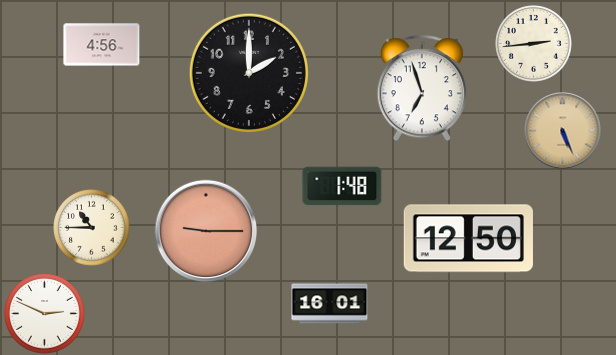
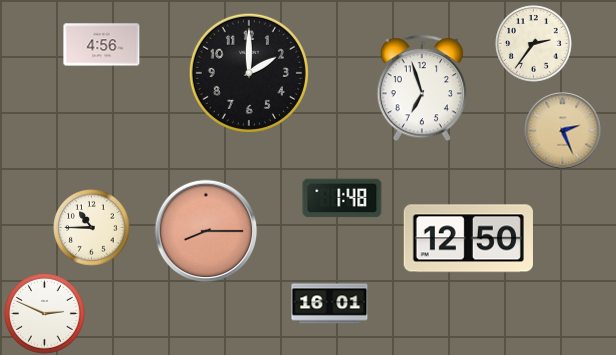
clock at (534, 44): 2:44 -> 2:36
clock at (563, 131): 5:26 -> 2:26
clock at (342, 186) position: (342, 186) -> (342, 198)
clock at (206, 231): 9:15 -> 8:15
